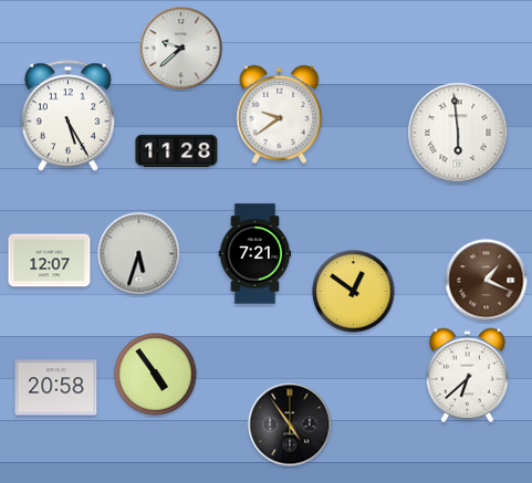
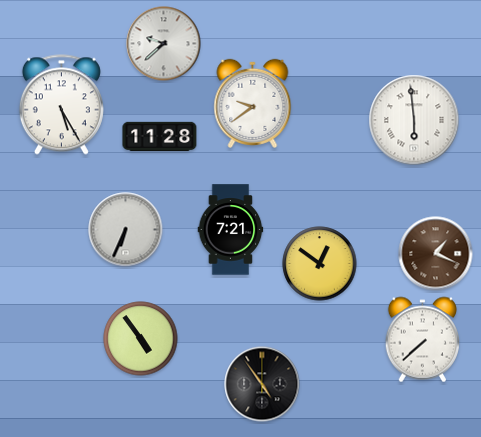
clock at (139, 254): 5:33 -> 6:34
clock at (50, 261): 12:07 -> none
clock at (487, 281) position: (487, 281) -> (436, 254)
clock at (467, 376): 6:38 -> 7:38
clock at (56, 388): 20:58 -> none
